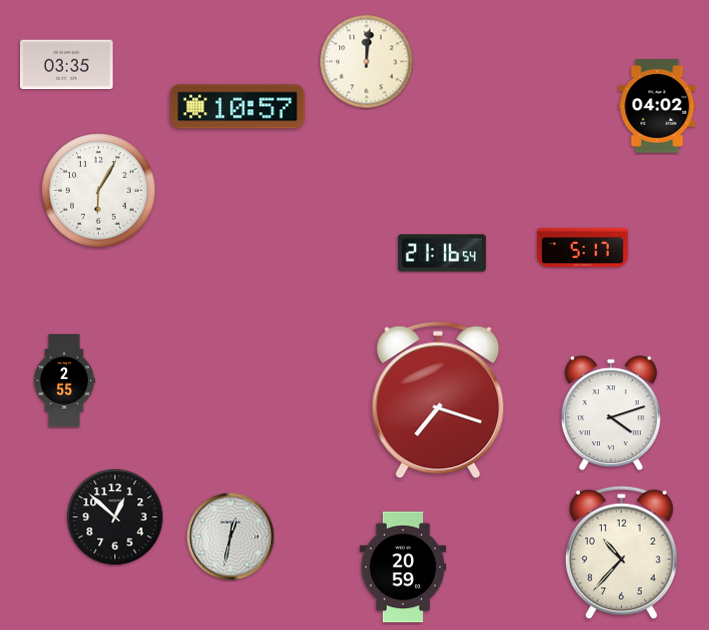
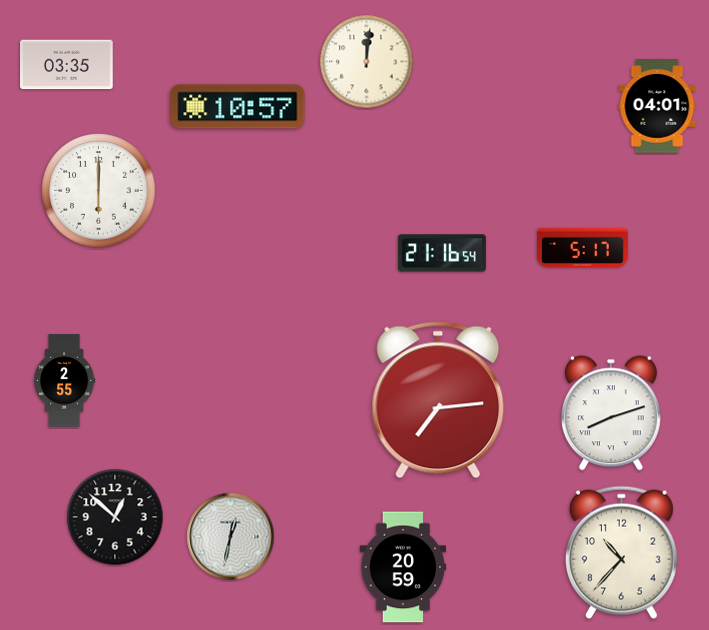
clock at (657, 106): 04:02 -> 04:01
clock at (99, 191): 6:05 -> 6:00
clock at (438, 400): 7:18 -> 7:14
clock at (611, 413): 4:12 -> 8:12
